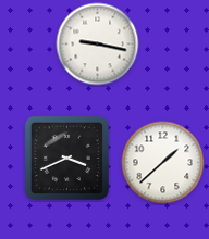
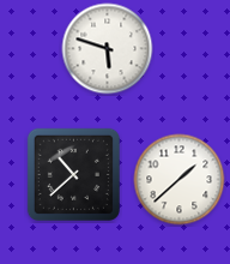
clock at (98, 45): 9:17 -> 5:48
clock at (66, 158): 3:41 -> 10:38
